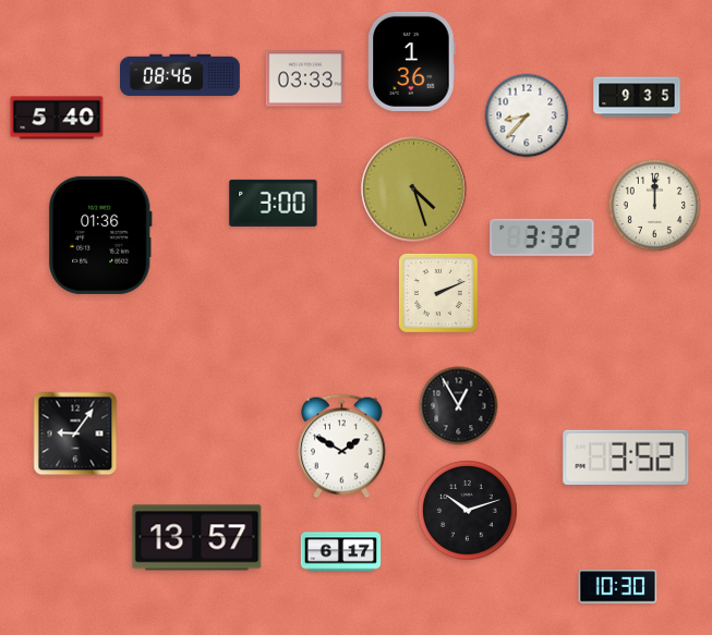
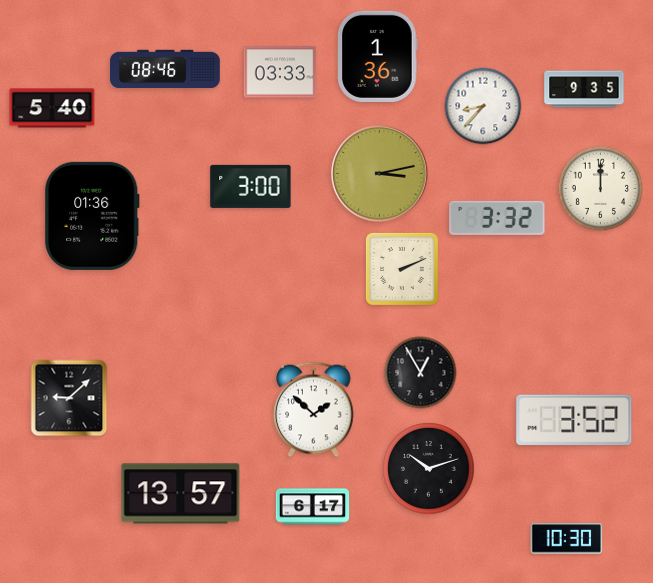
clock at (414, 190): 4:27 -> 3:13
clock at (75, 433): 9:06 -> 9:08
clock at (342, 447): 1:50 -> 1:52
